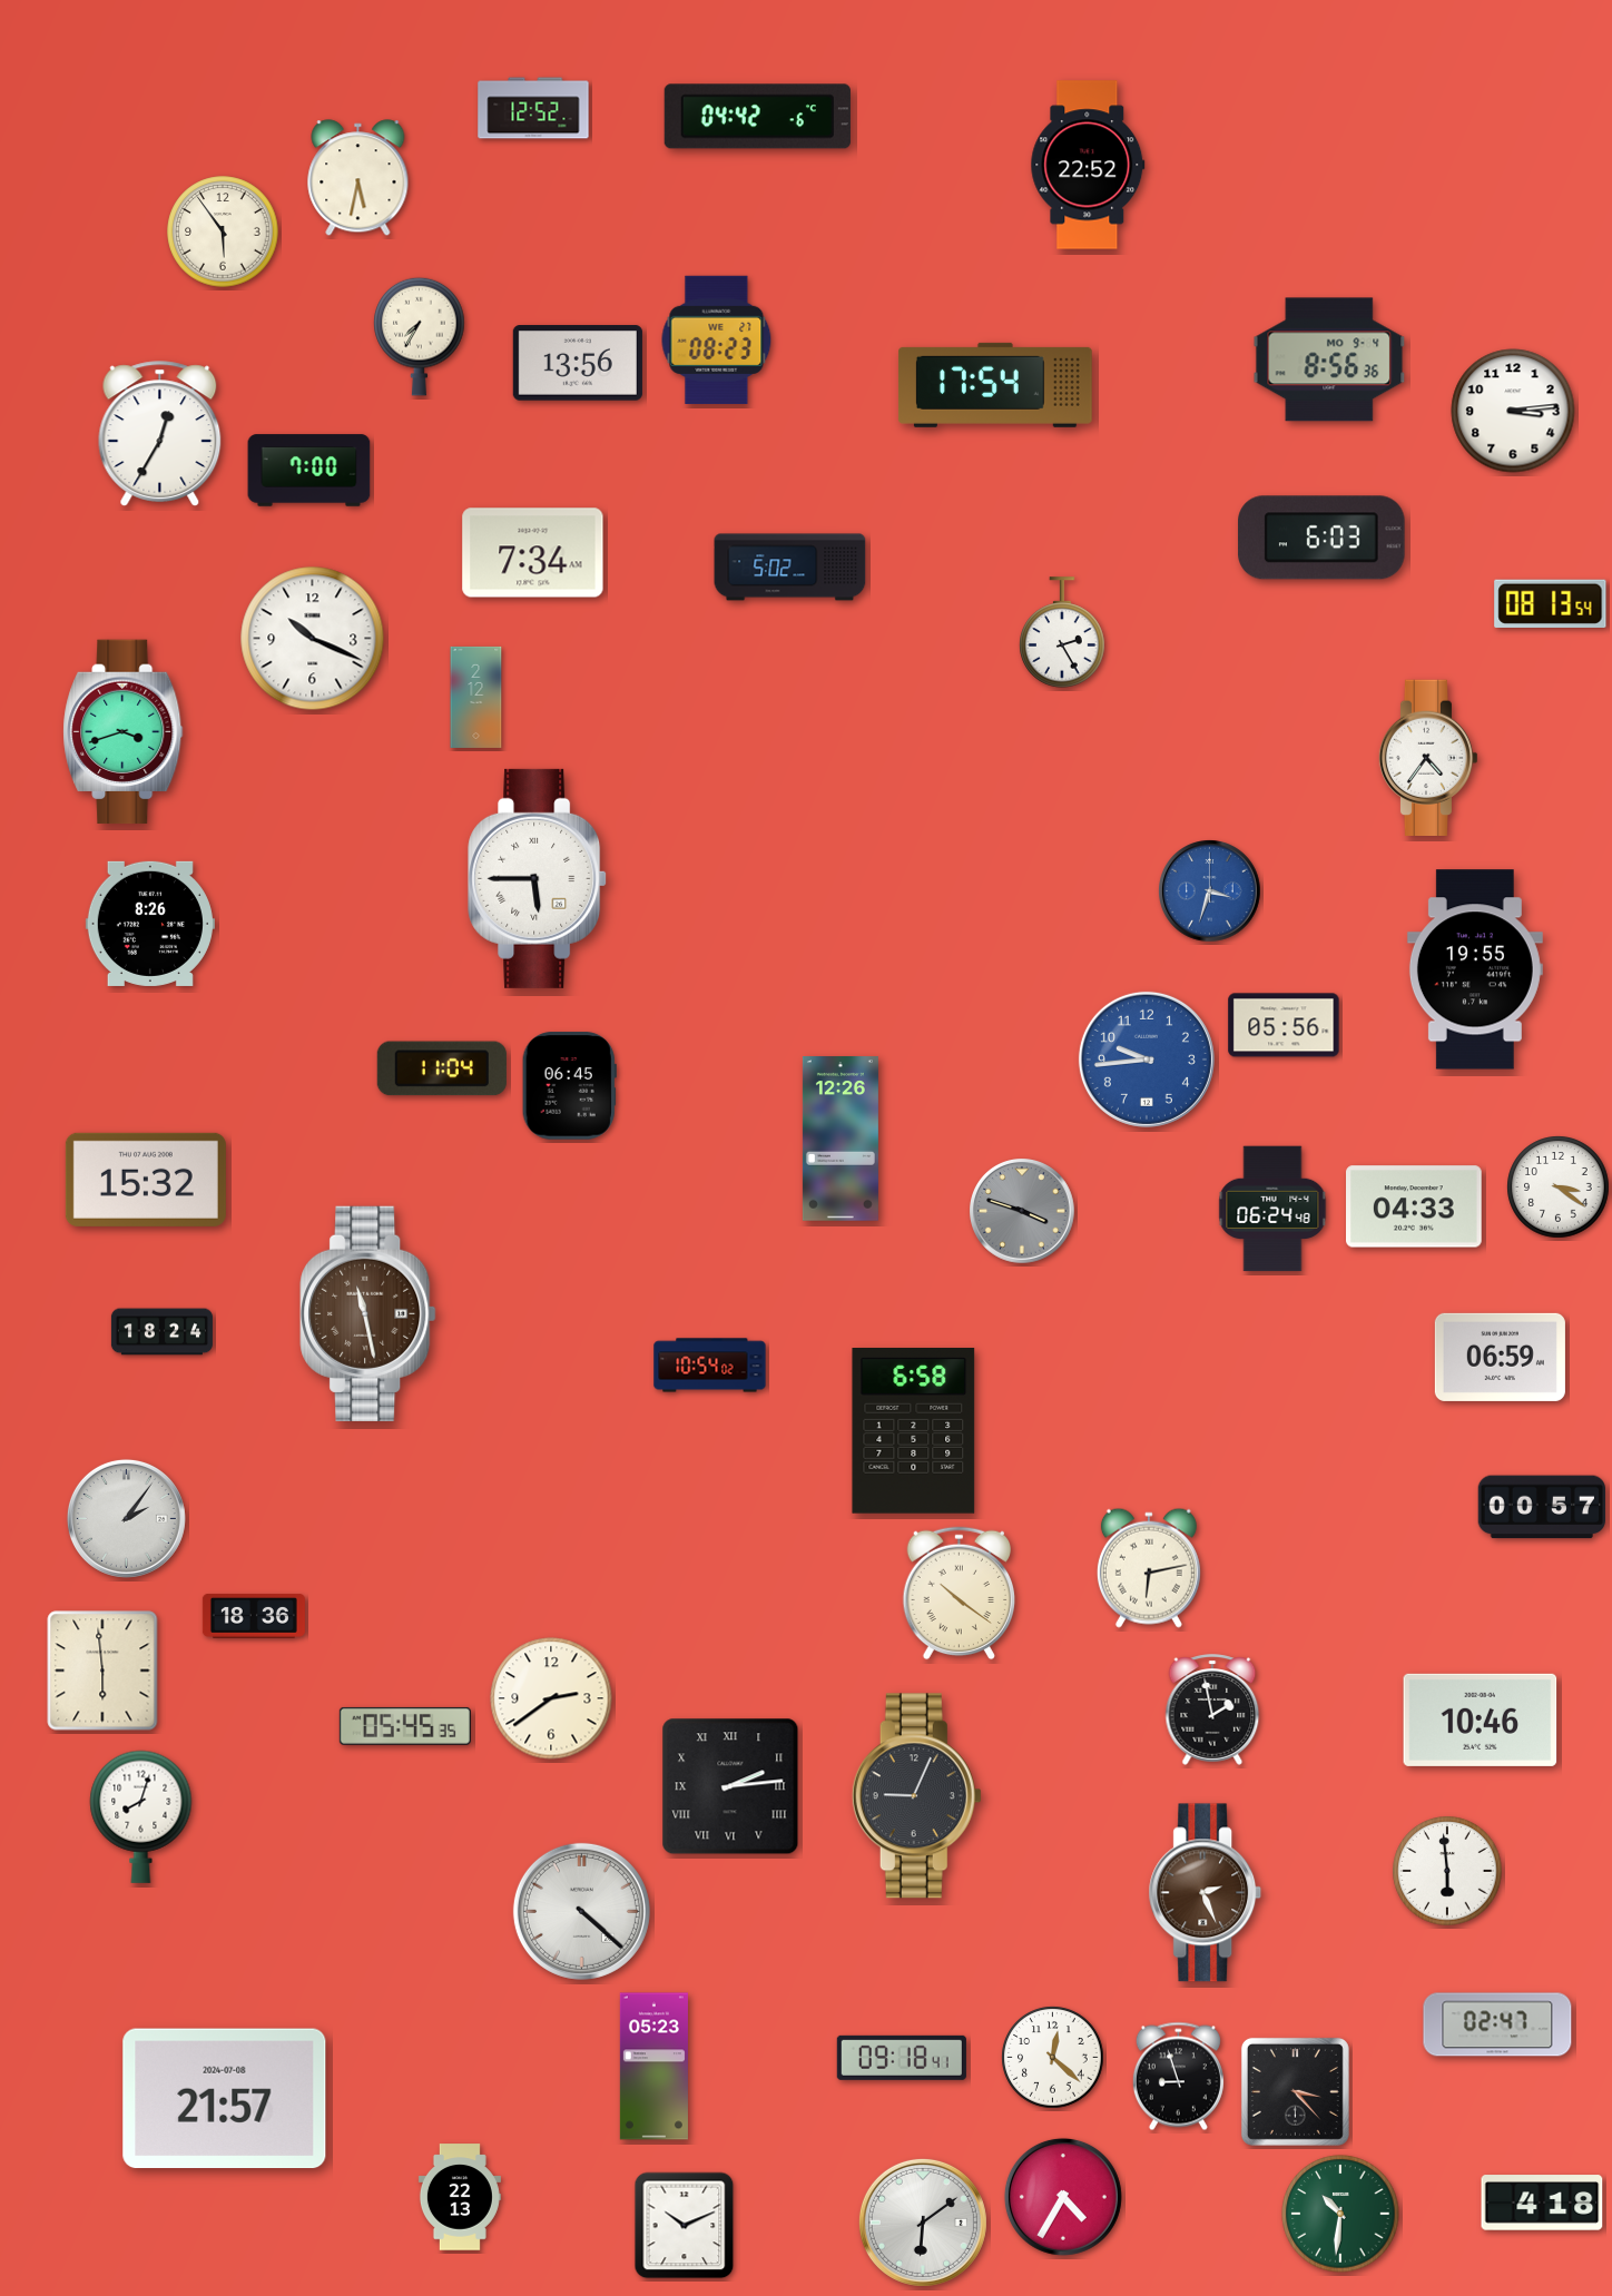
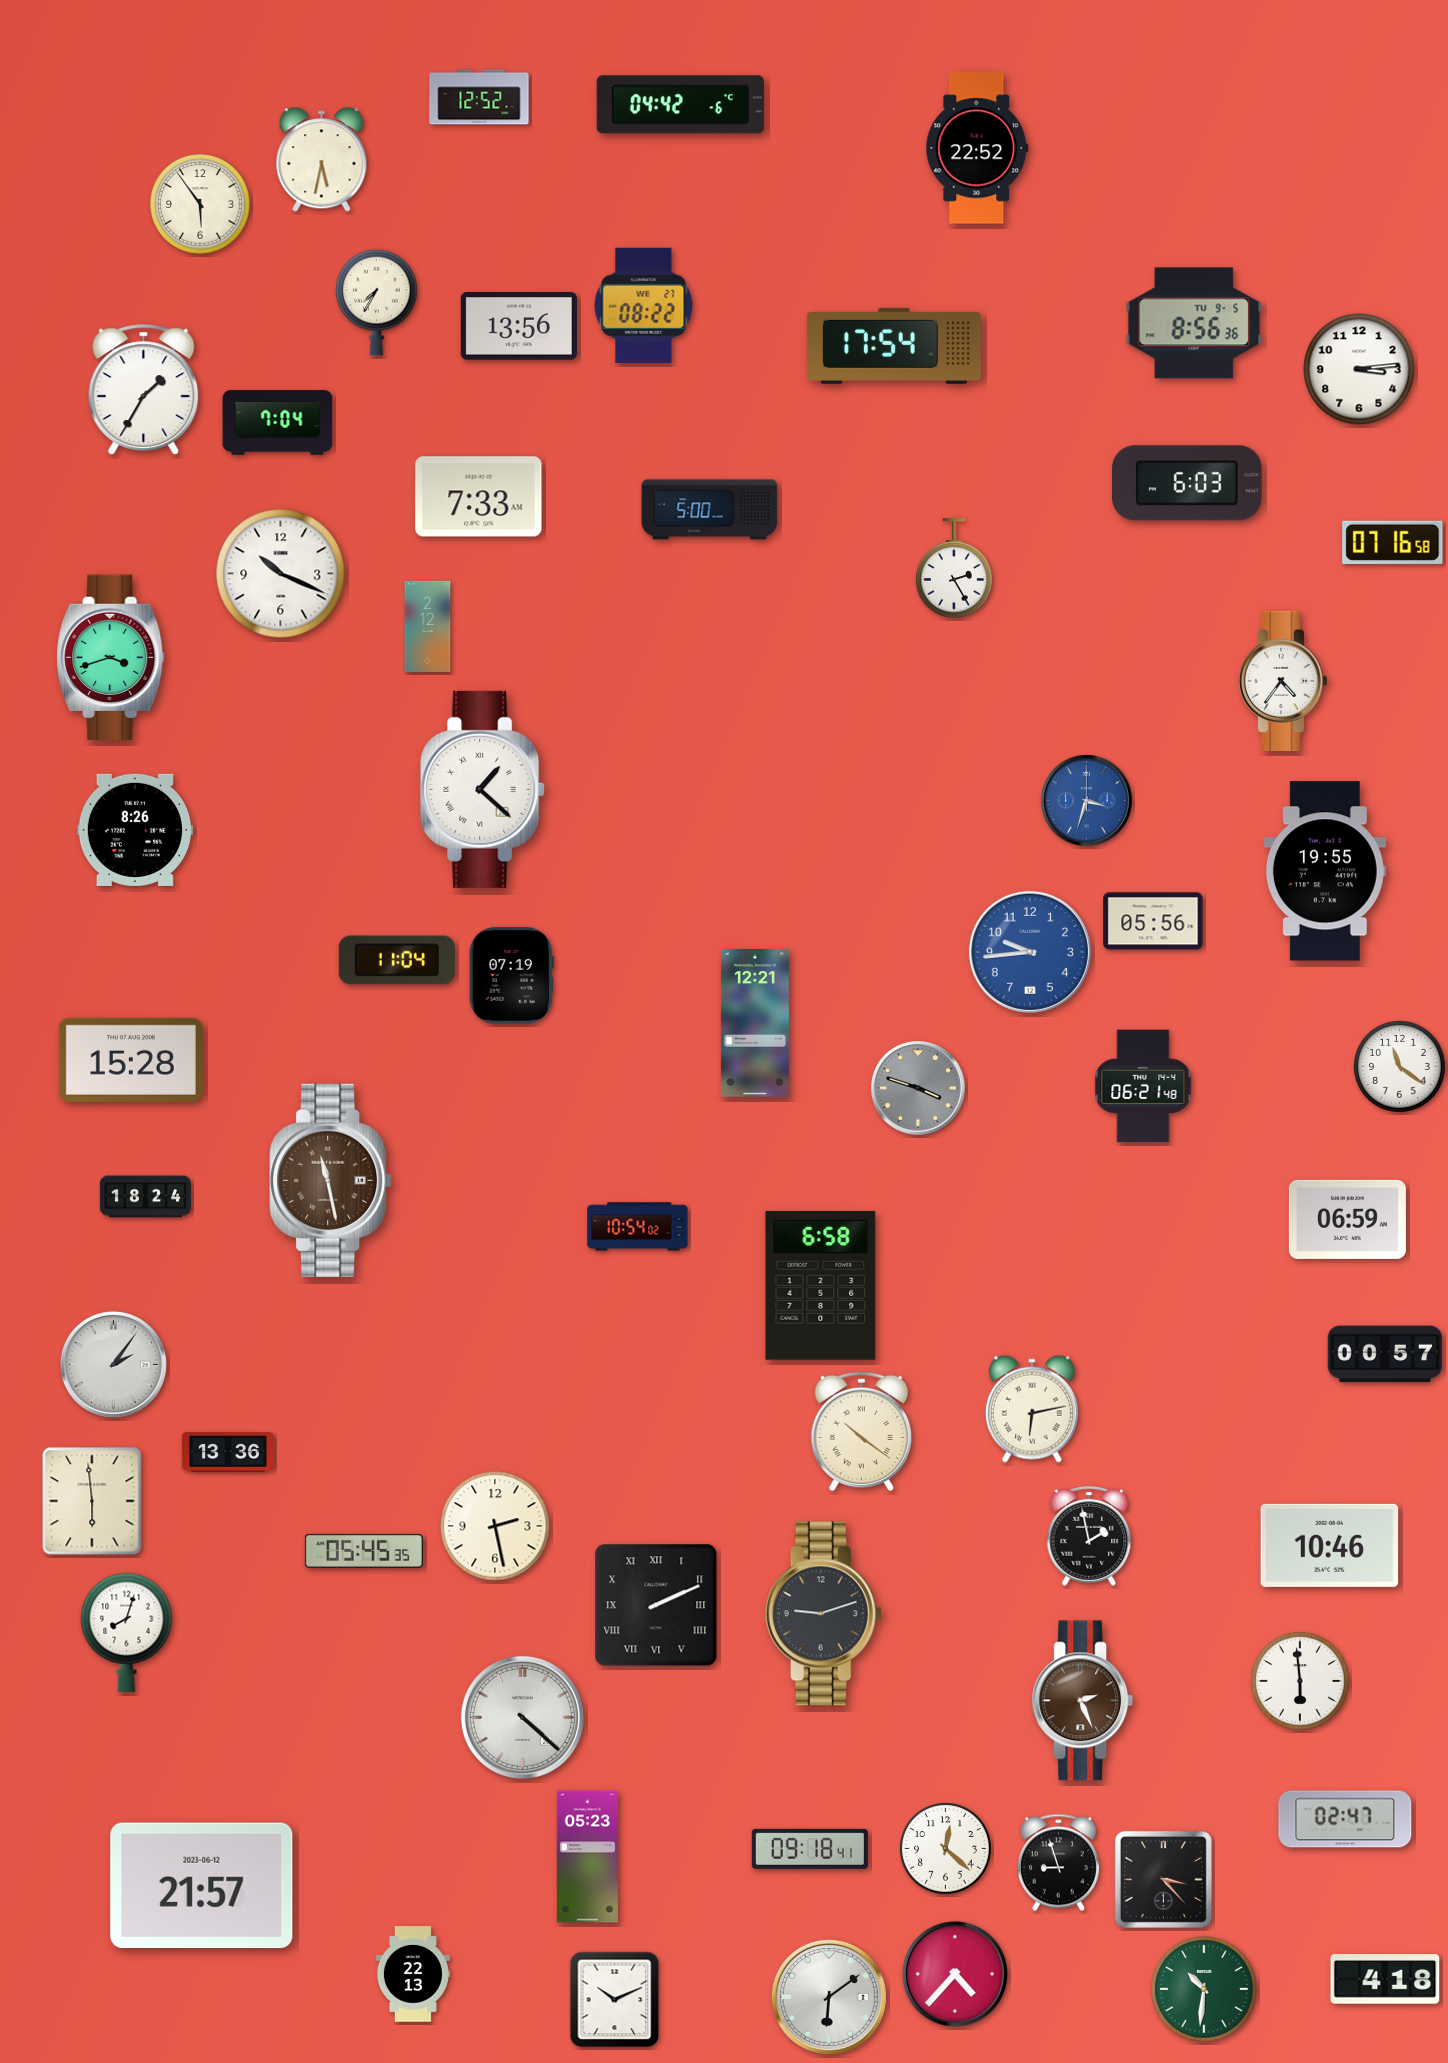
clock at (223, 231) position: (223, 231) -> (200, 204)
clock at (717, 339): 08:23 -> 08:22
clock at (1329, 359) date: MO 9-4 -> TU 9-5
clock at (160, 434): 12:35 -> 1:35
clock at (309, 471): 7:00 -> 7:04
clock at (533, 553): 7:34 -> 7:33
clock at (790, 568): 5:02 -> 5:00
clock at (1551, 603): 08:13 -> 07:16
clock at (538, 878): 5:45 -> 1:22
clock at (569, 1086): 06:45 -> 07:19
clock at (841, 1139): 12:26 -> 12:21
clock at (146, 1180): 15:32 -> 15:28
clock at (1559, 1188): 3:21 -> 11:21
clock at (1415, 1206): 04:33 -> none
clock at (1272, 1209): 06:24 -> 06:21
clock at (254, 1617): 18:36 -> 13:36
clock at (551, 1698): 2:39 -> 2:28
clock at (730, 1786): 2:14 -> 2:11
clock at (916, 1796): 9:04 -> 9:12
clock at (1178, 2077) position: (1178, 2077) -> (1058, 1863)
clock at (225, 2099) date: 2024-07-08 -> 2023-06-12
clock at (1063, 2197): 4:35 -> 4:37
